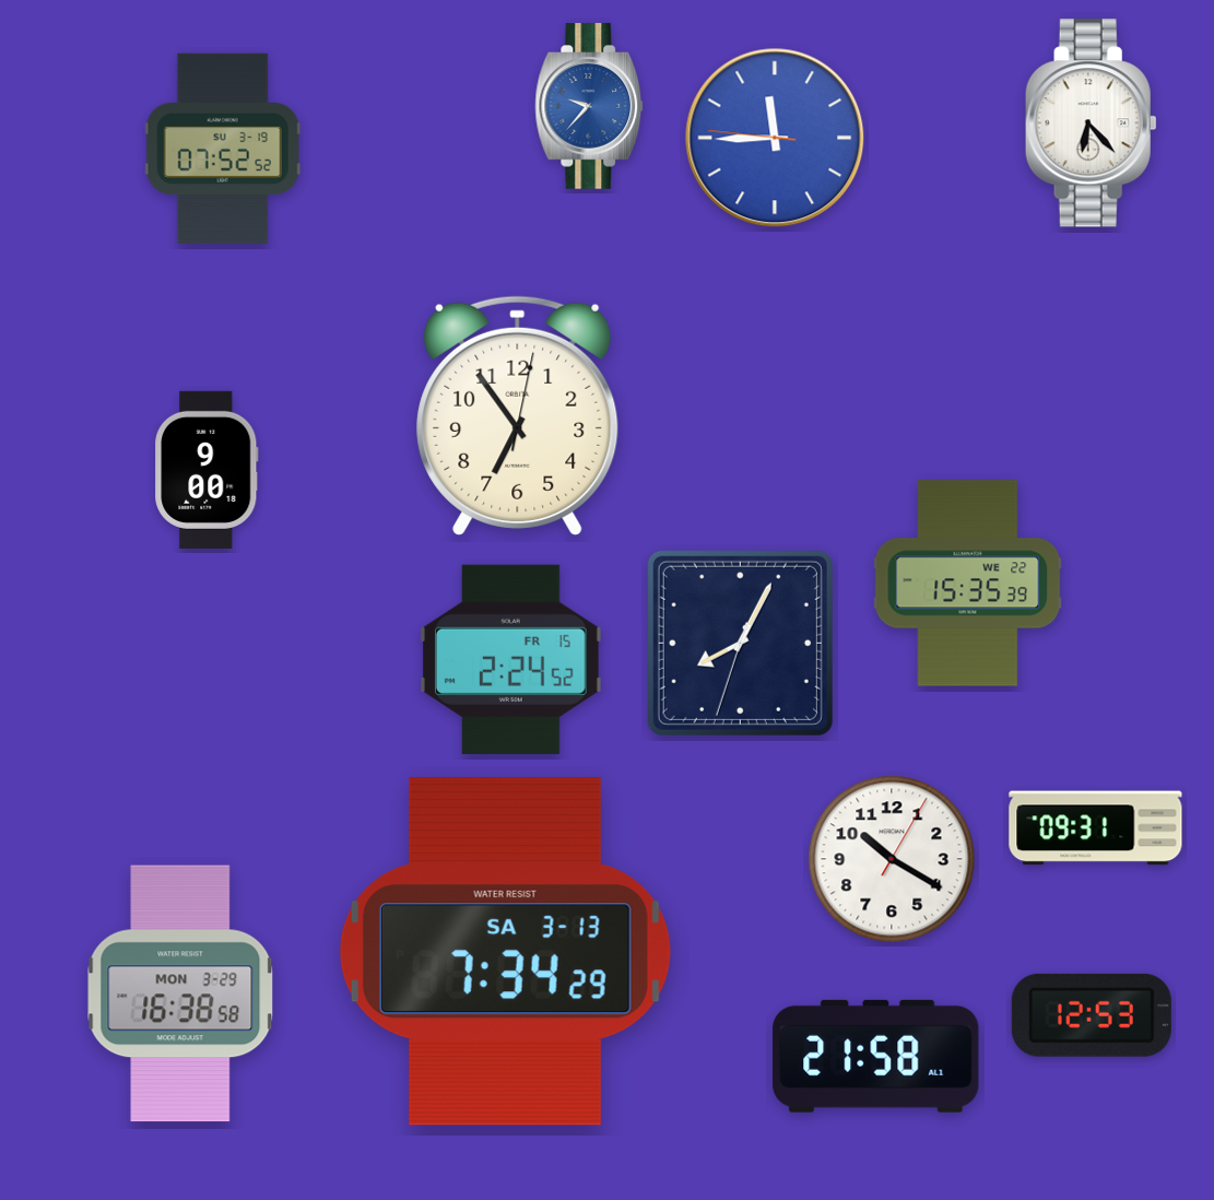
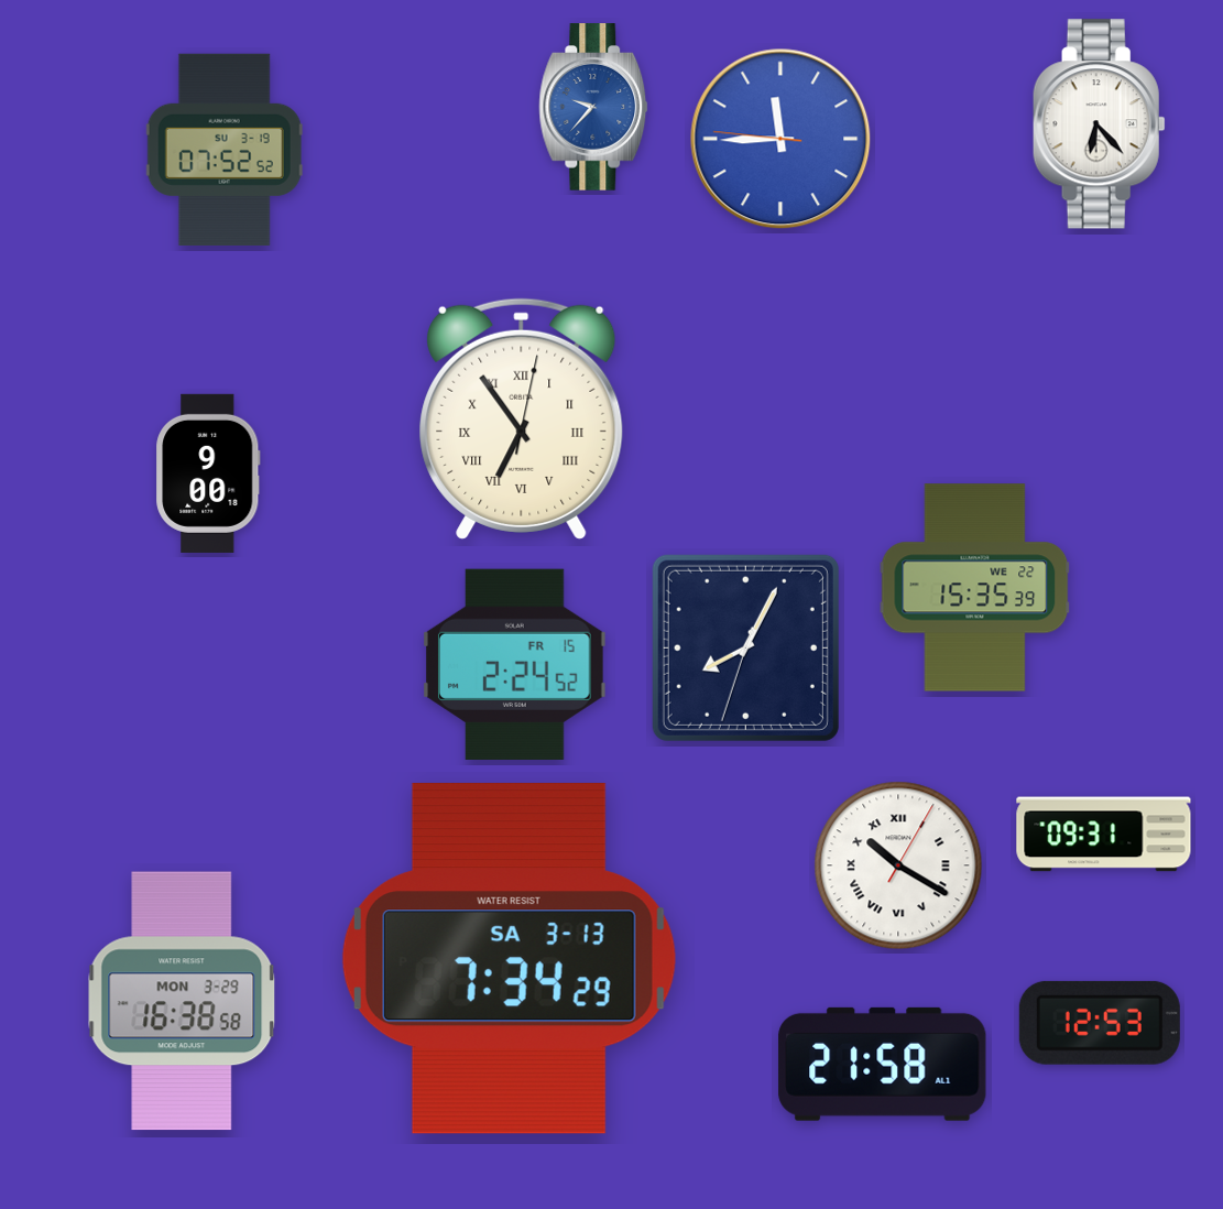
clock at (518, 415) numerals: Arabic -> Roman
clock at (892, 859) numerals: Arabic -> Roman
